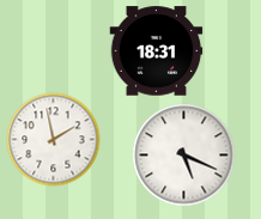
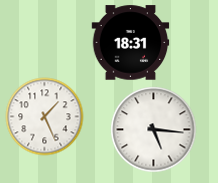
clock at (53, 139): 1:58 -> 1:26
clock at (183, 154): 5:19 -> 5:16
